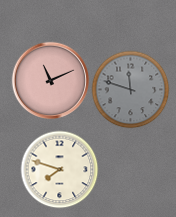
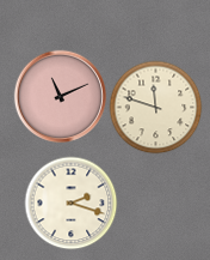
clock at (130, 89) dial: grey -> cream
clock at (59, 169): 7:48 -> 2:18
